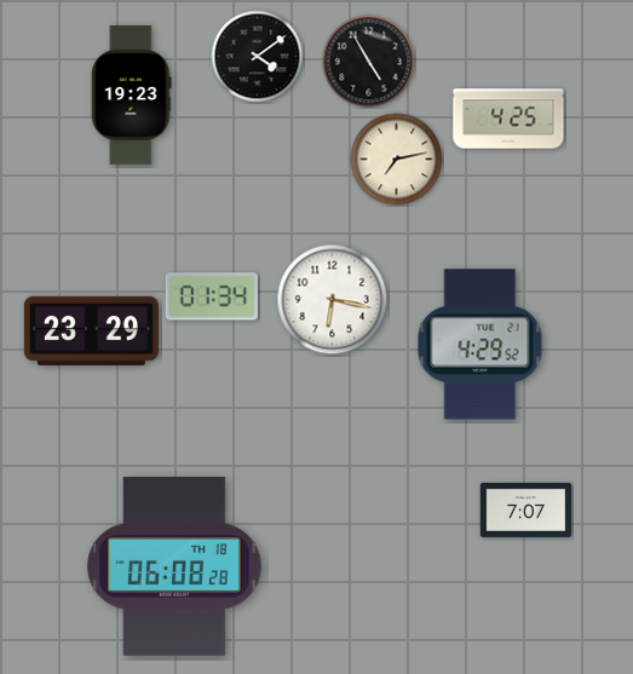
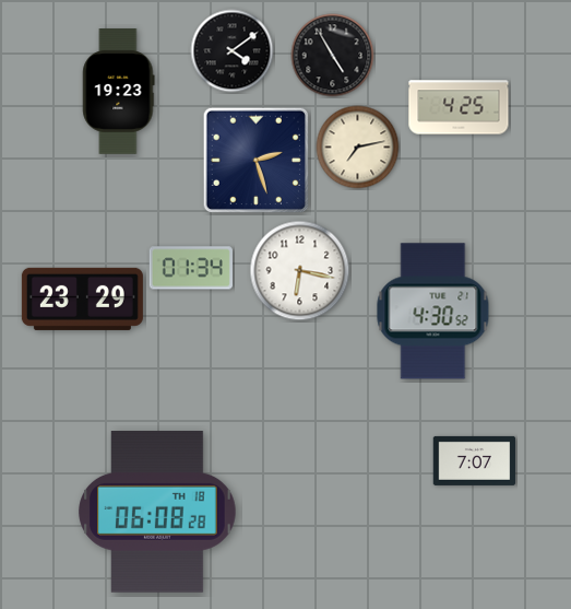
clock at (132, 96) position: (132, 96) -> (119, 92)
clock at (397, 160) position: (397, 160) -> (358, 148)
clock at (255, 160): none -> 2:27
clock at (480, 345): 4:29 -> 4:30
